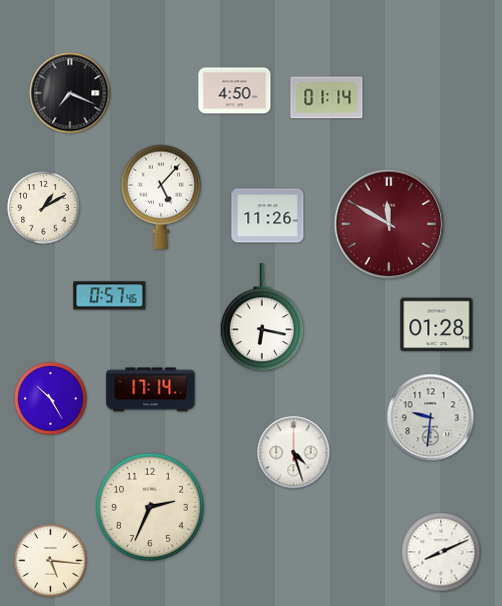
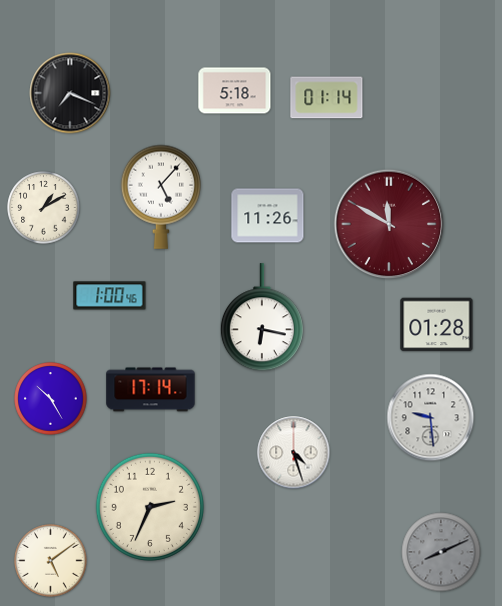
clock at (235, 91): 4:50 -> 5:18
clock at (110, 296): 0:57 -> 1:00
clock at (431, 418): 9:31 -> 9:29
clock at (441, 552) dial: white -> grey
clock at (51, 561): 5:16 -> 5:09
